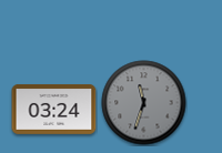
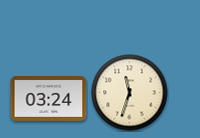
clock at (144, 103) dial: grey -> cream
